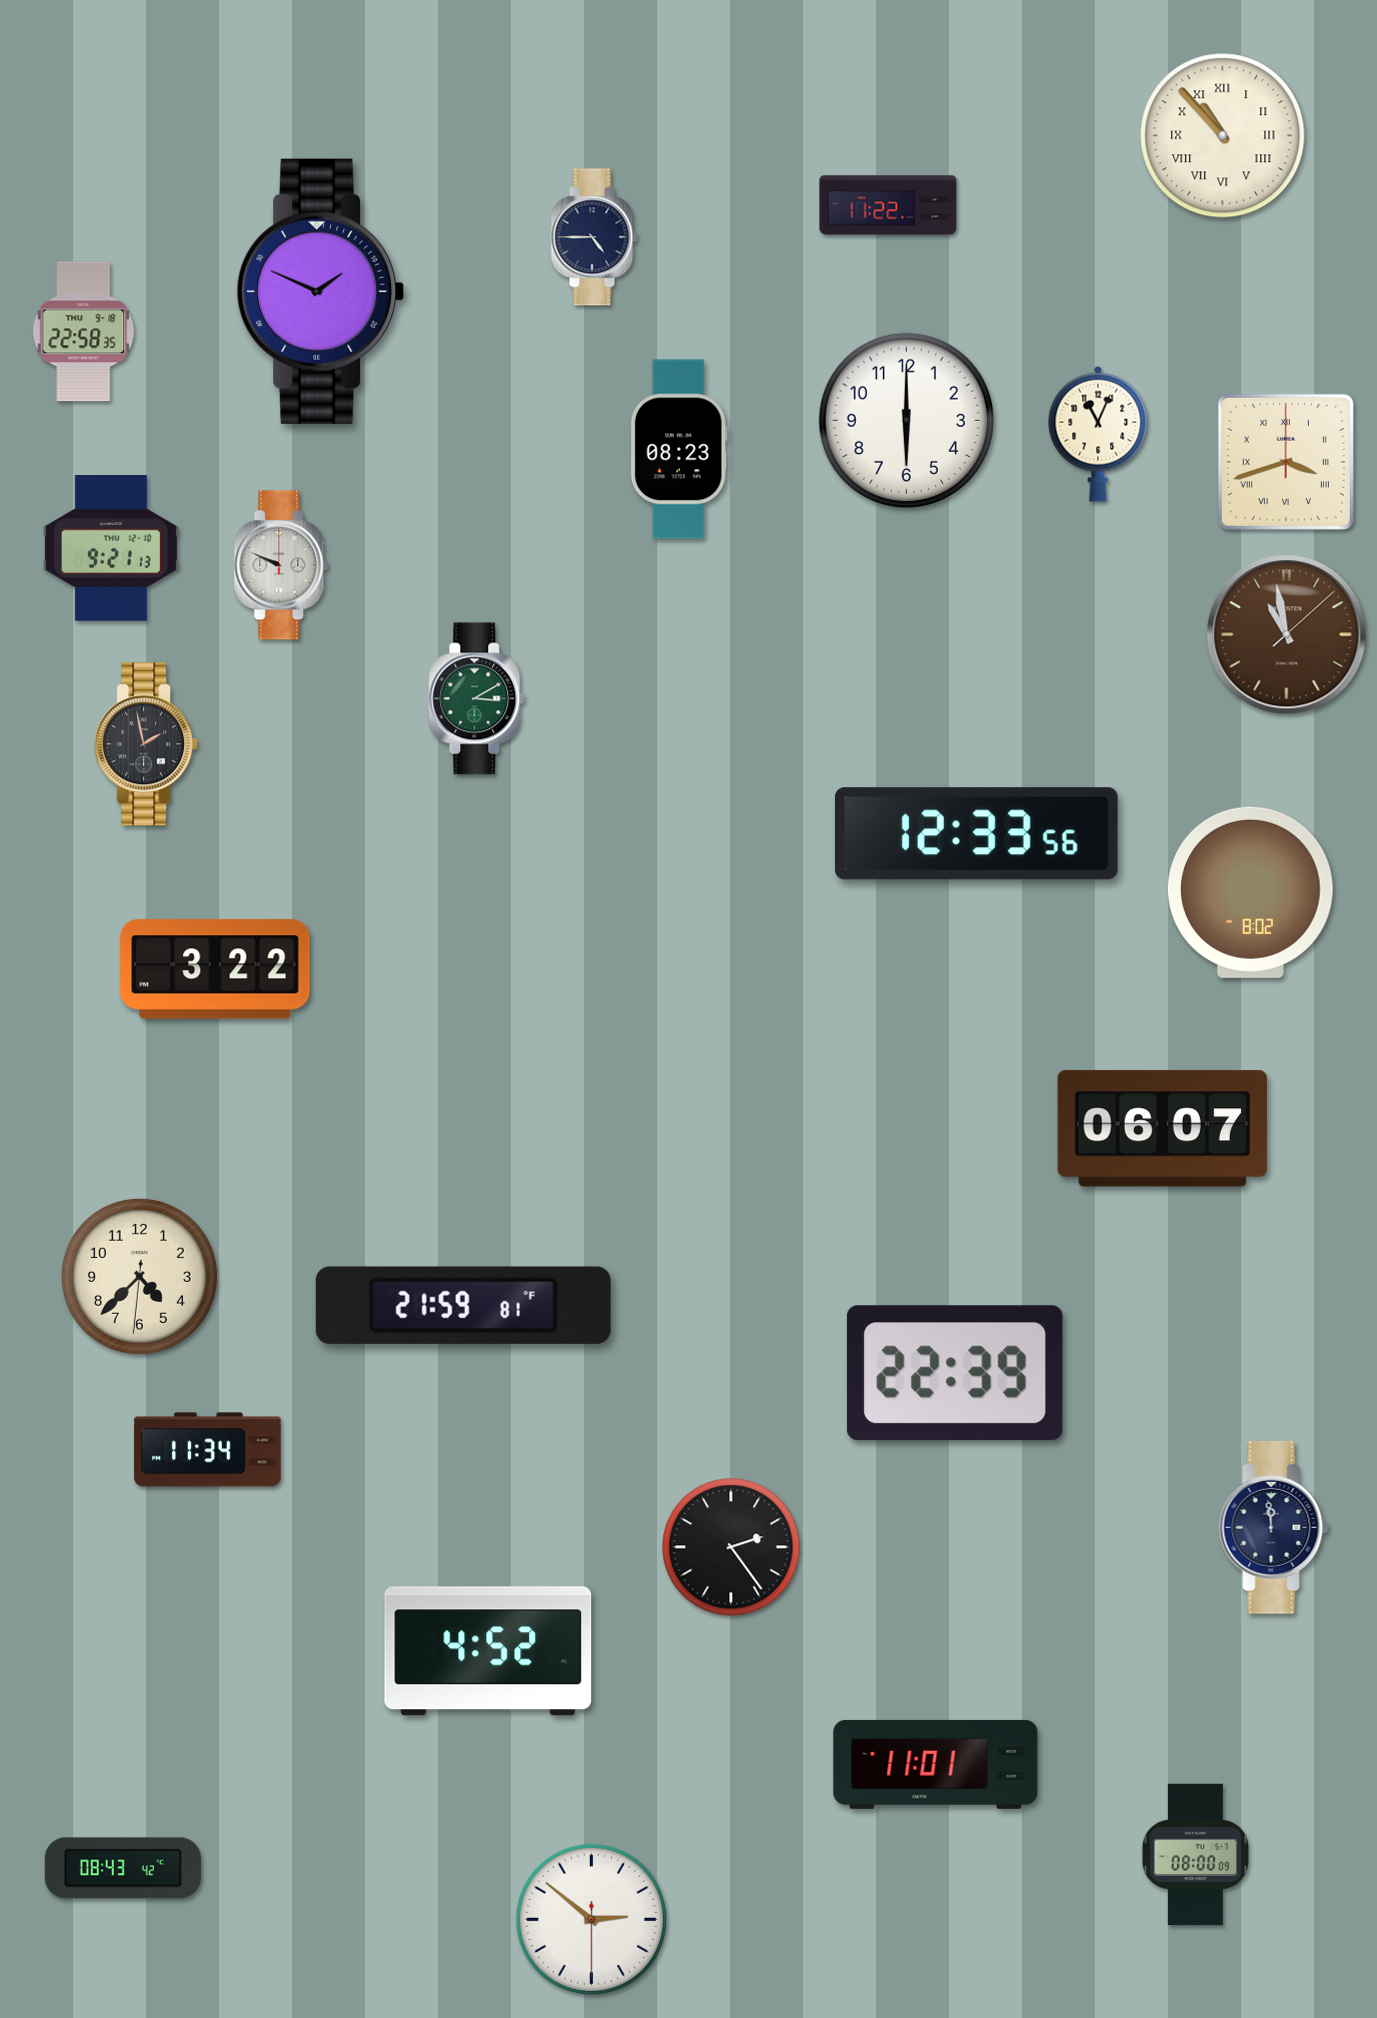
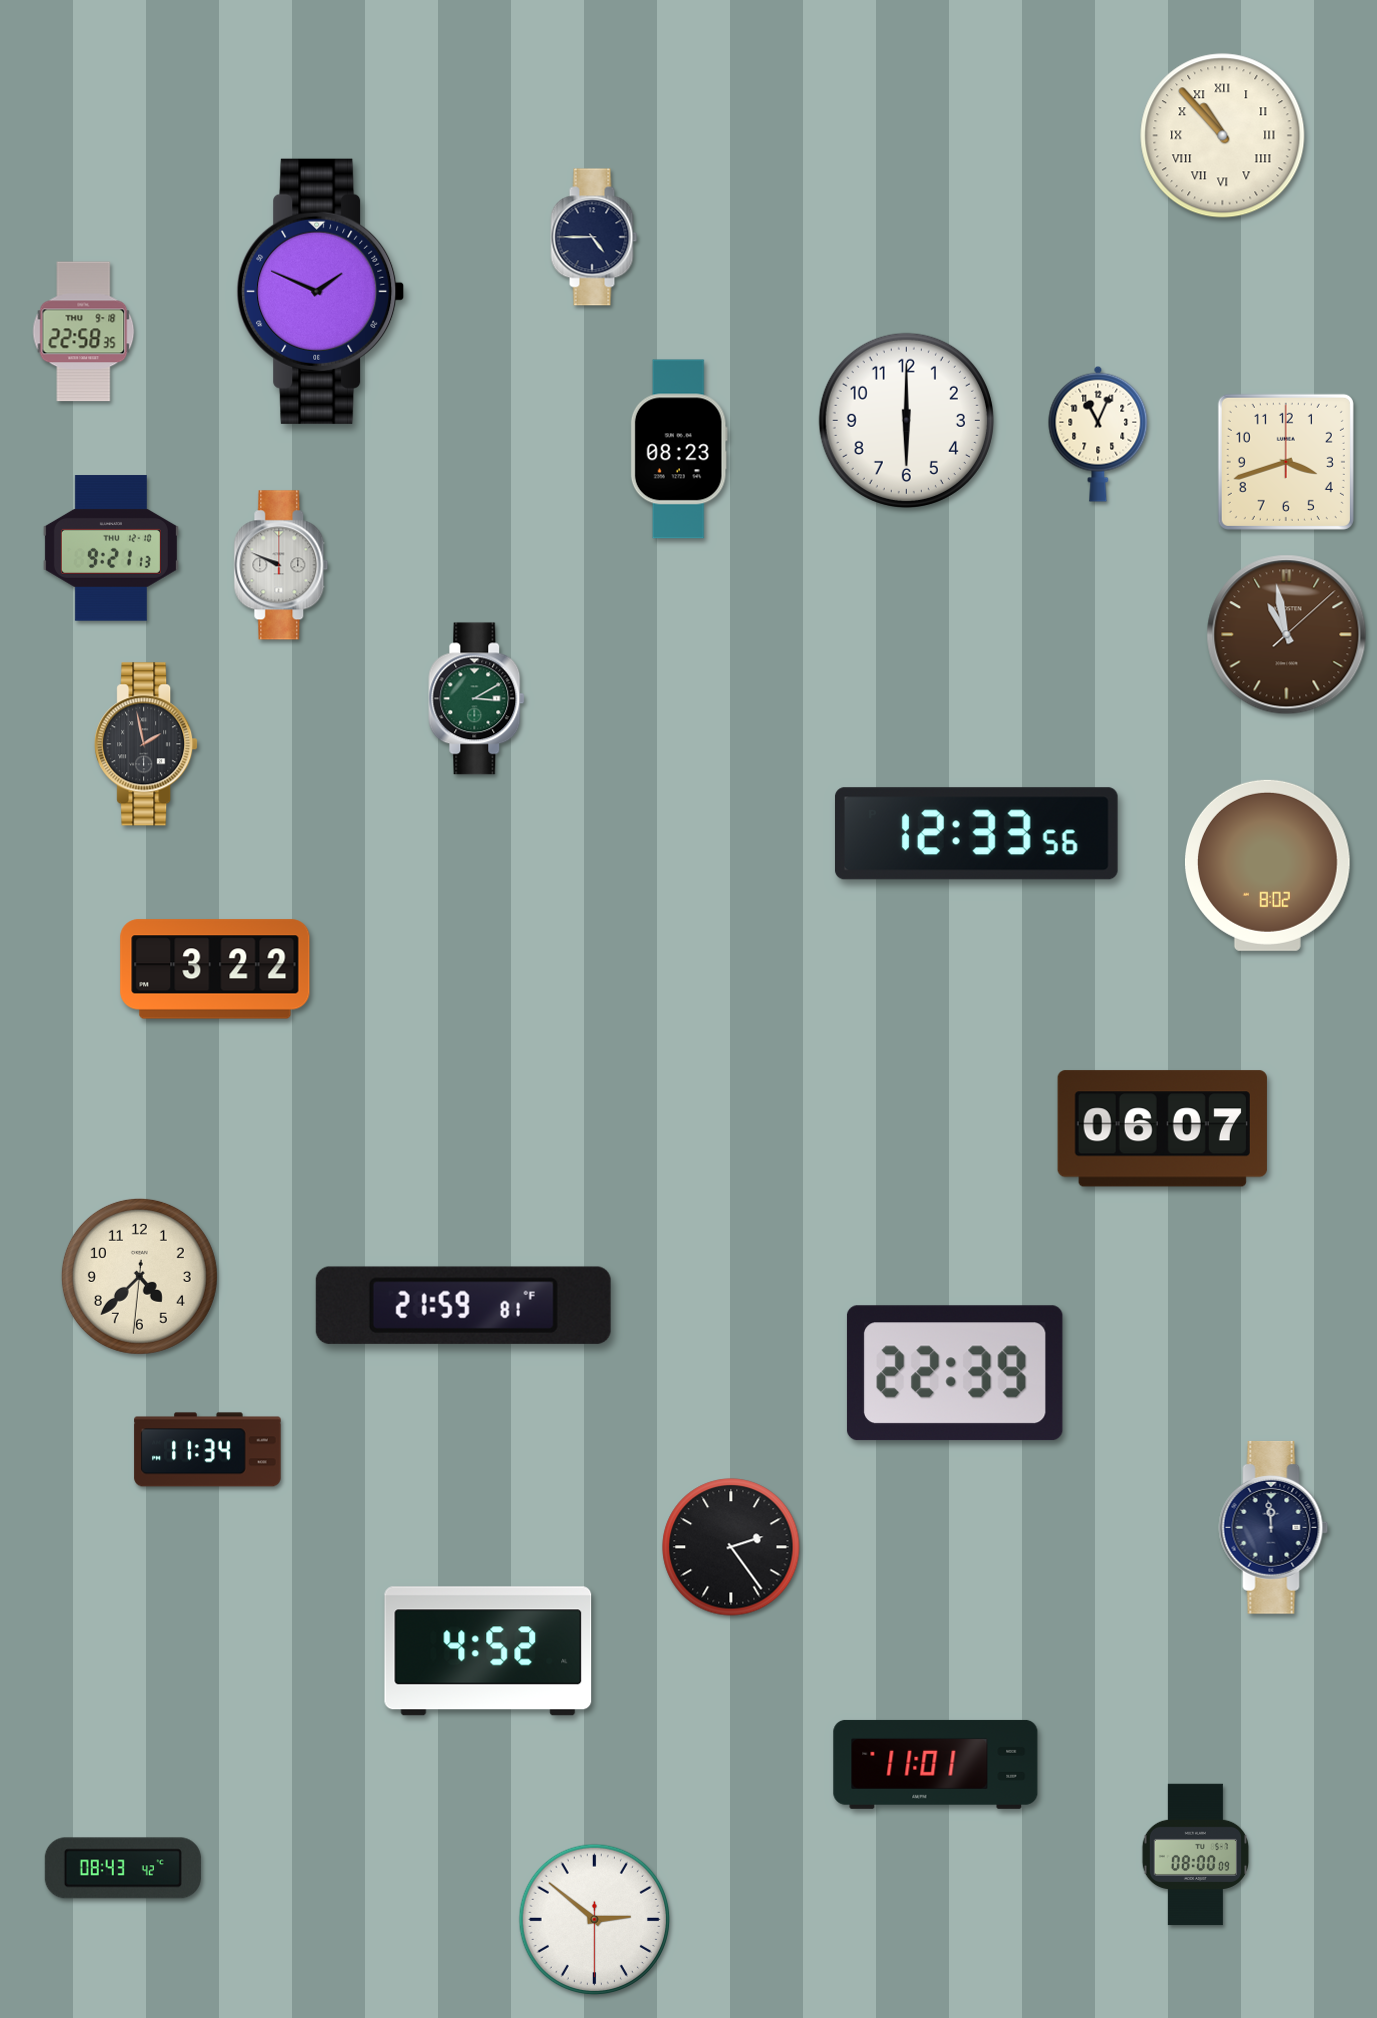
clock at (888, 205): 11:22 -> none
clock at (1286, 462) numerals: Roman -> Arabic
clock at (1250, 892) position: (1250, 892) -> (1267, 865)
clock at (592, 1920) position: (592, 1920) -> (595, 1920)
